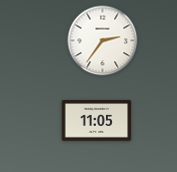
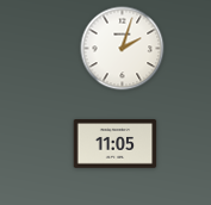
clock at (103, 41): 2:36 -> 2:03
